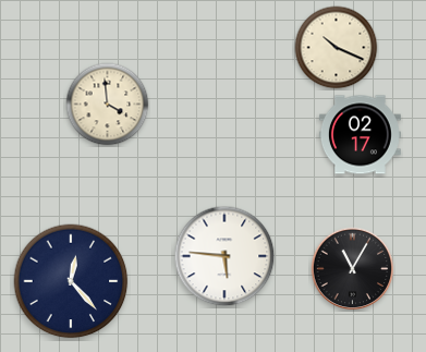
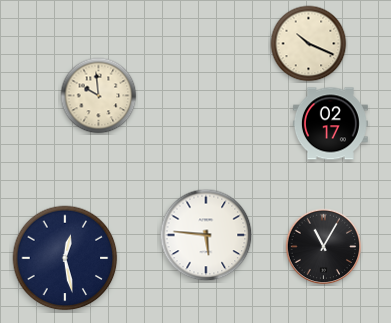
clock at (108, 105): 3:59 -> 9:59
clock at (71, 281): 12:23 -> 12:28
